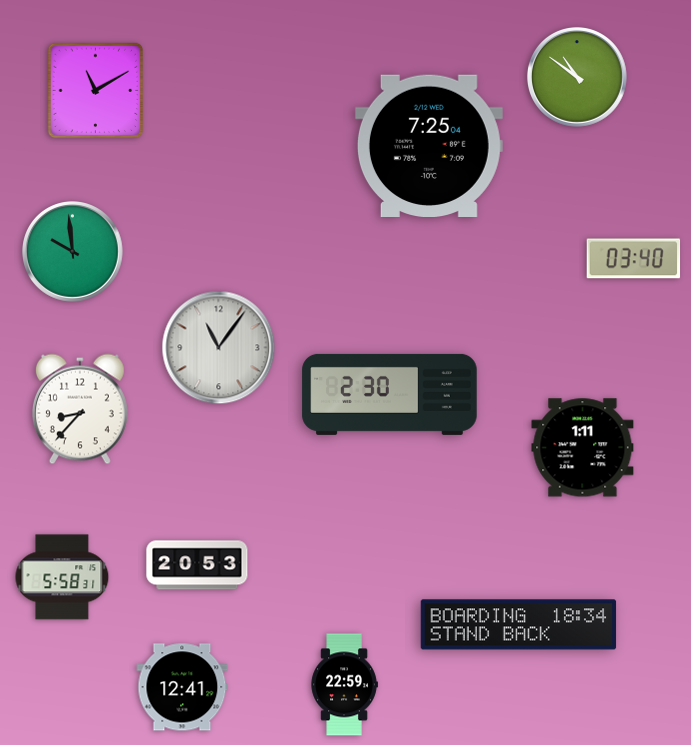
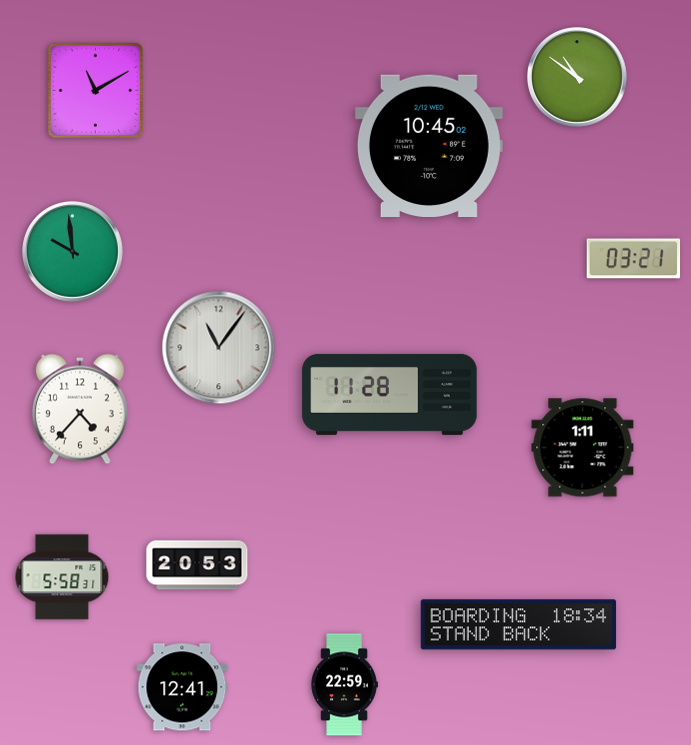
clock at (429, 145): 7:25 -> 10:45
clock at (634, 259): 03:40 -> 03:21
clock at (390, 394): 2:30 -> 11:28
clock at (80, 409): 8:37 -> 4:37
